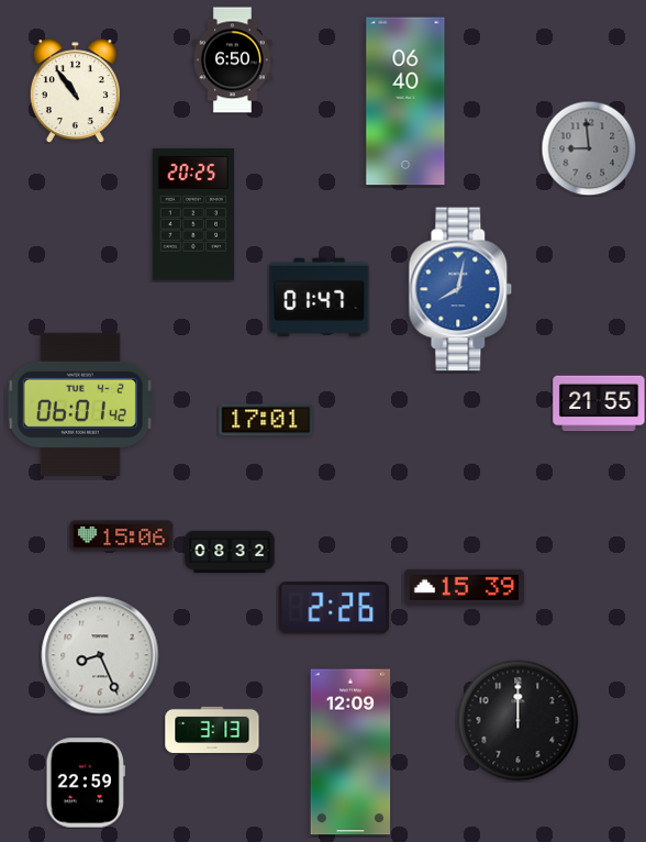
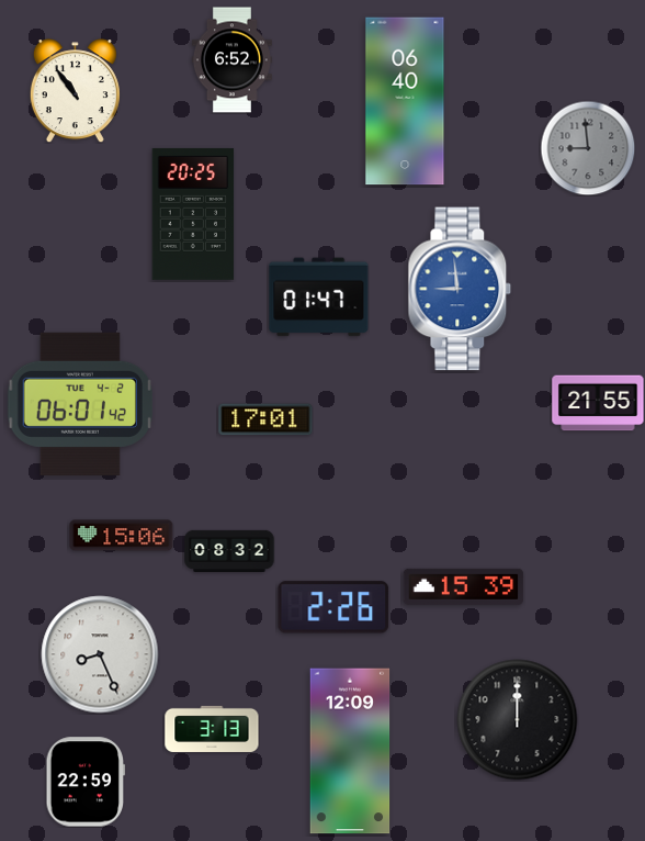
clock at (232, 60): 6:50 -> 6:52
clock at (460, 289): 8:02 -> 8:59
